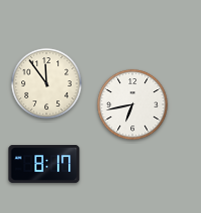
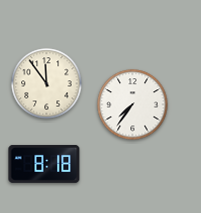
clock at (133, 105): 6:43 -> 7:36
clock at (44, 164): 8:17 -> 8:18
